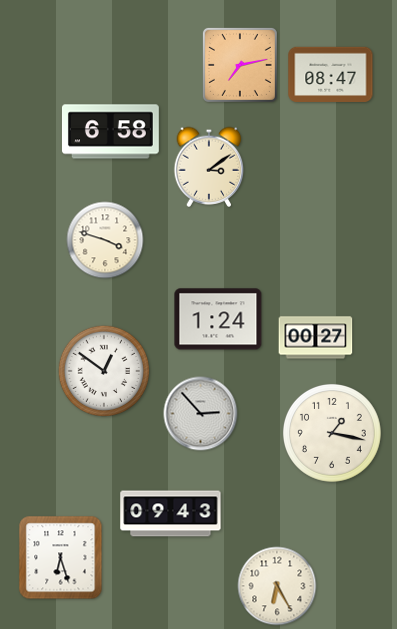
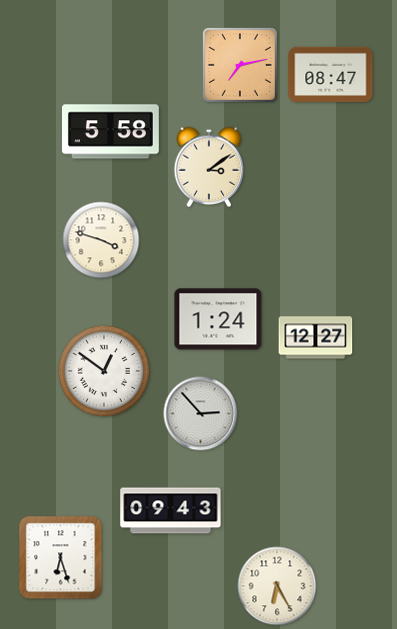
clock at (110, 132): 6:58 -> 5:58
clock at (105, 240) position: (105, 240) -> (101, 240)
clock at (316, 338): 00:27 -> 12:27
clock at (332, 433): 1:17 -> none
clock at (171, 514) position: (171, 514) -> (171, 511)
